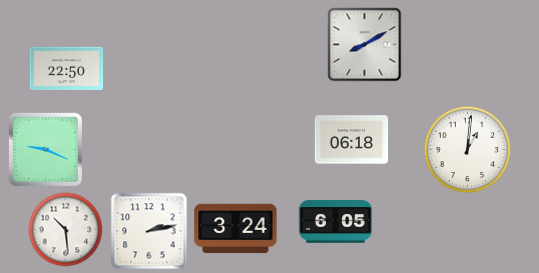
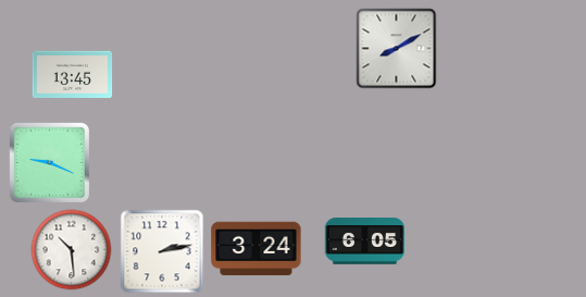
clock at (67, 68): 22:50 -> 13:45
clock at (352, 140): 06:18 -> none
clock at (468, 150): 1:01 -> none
